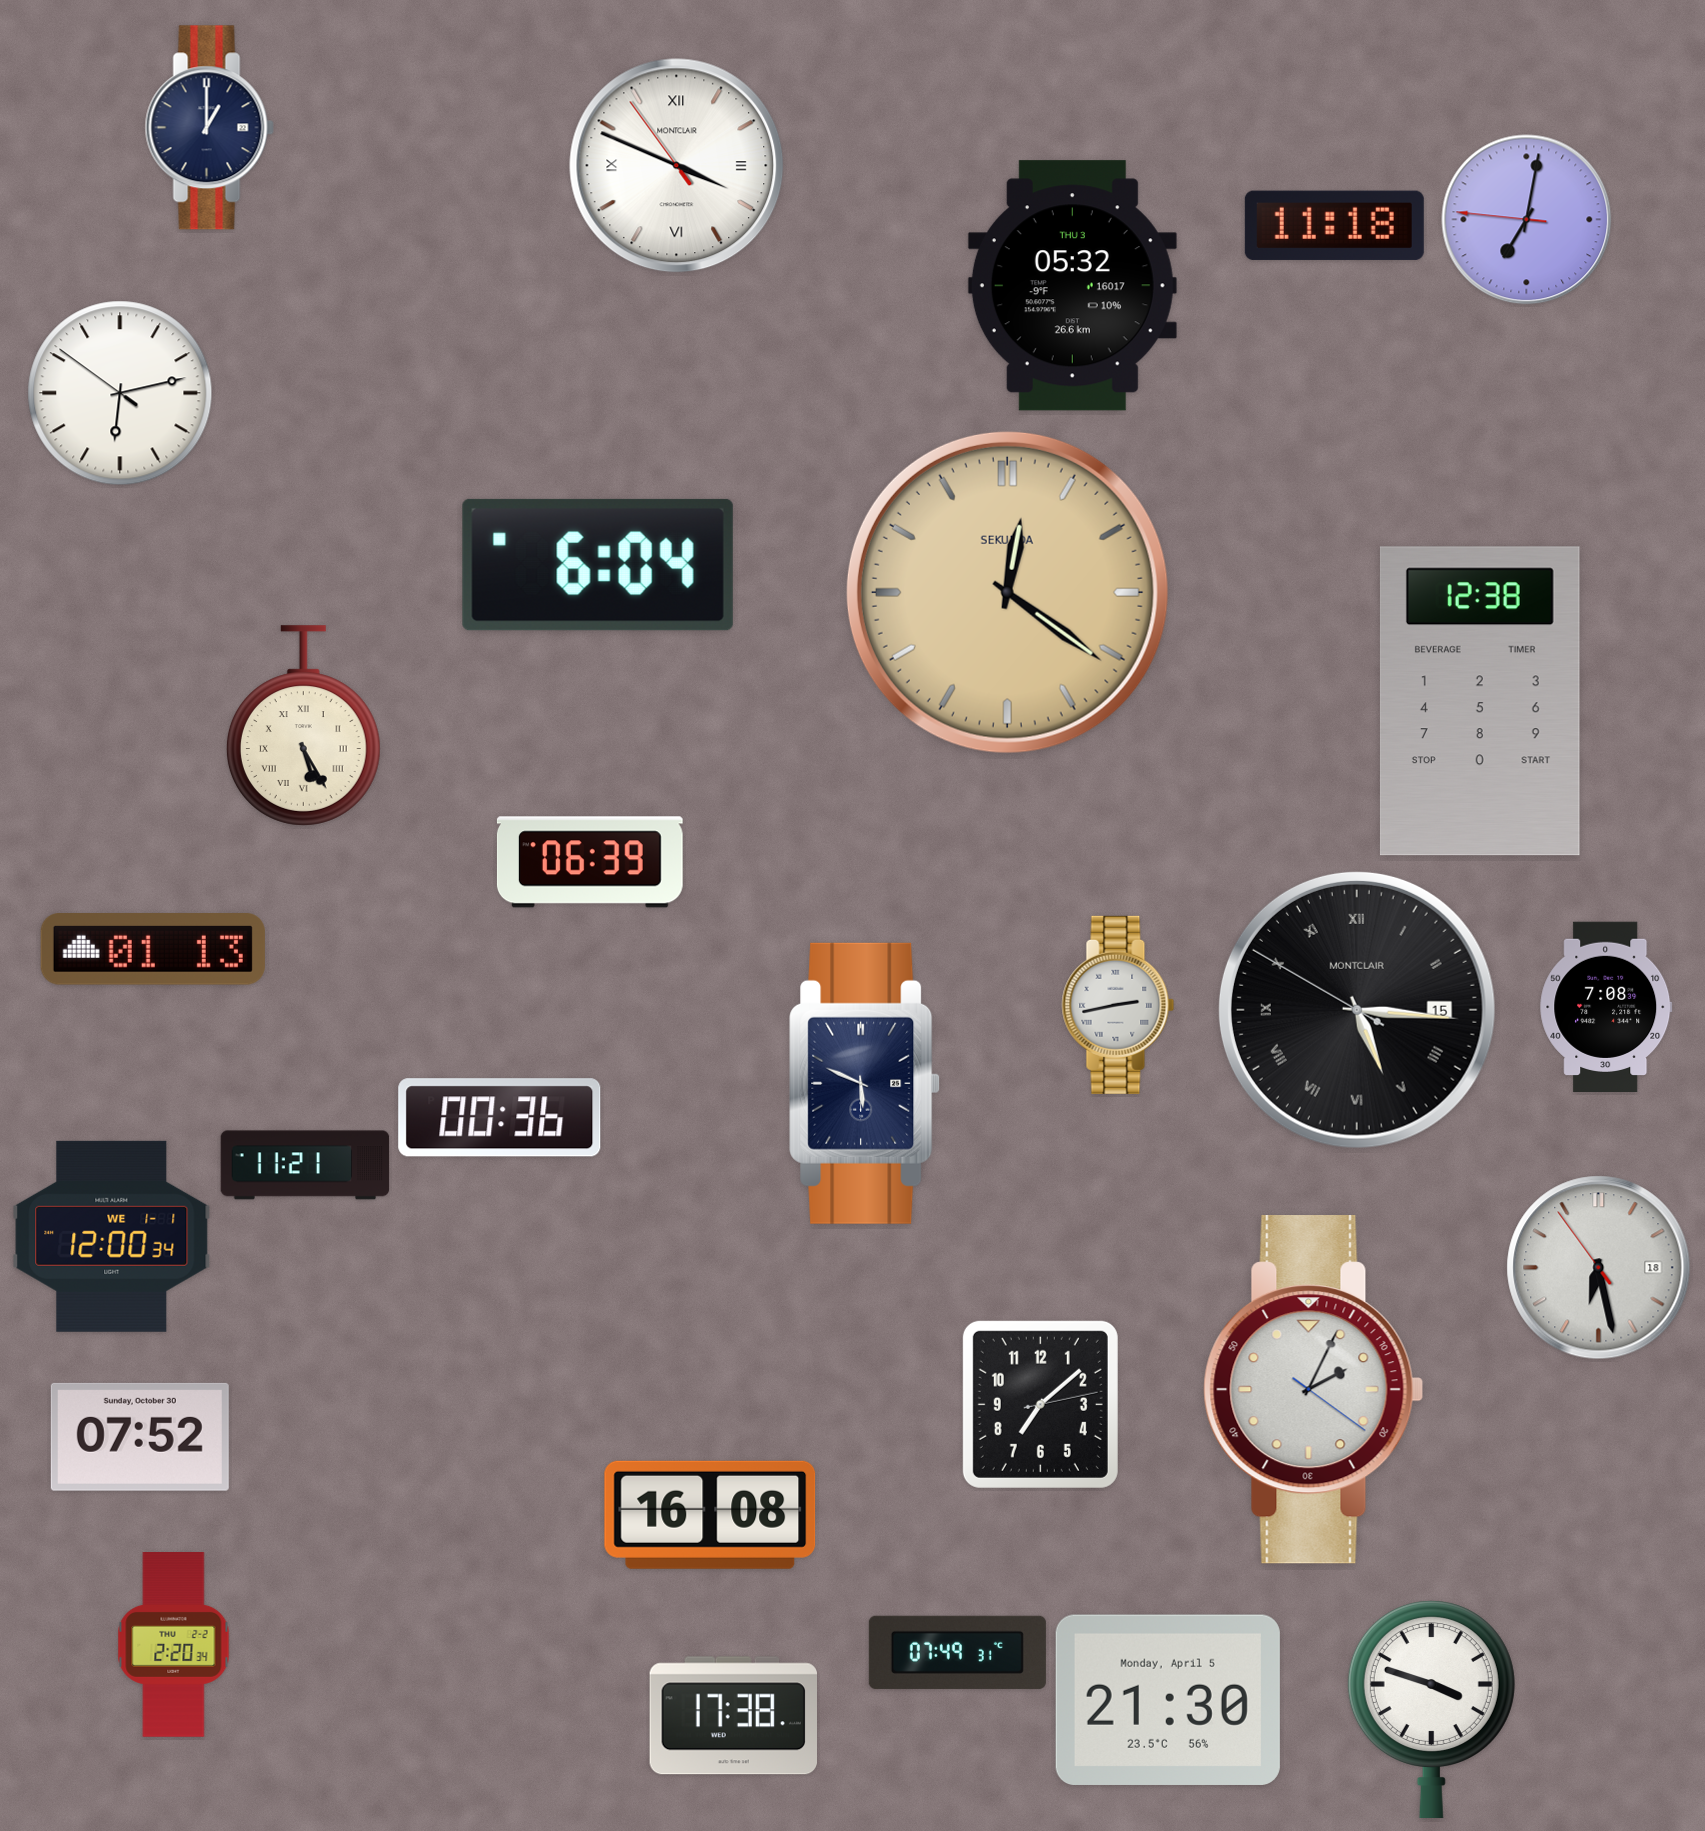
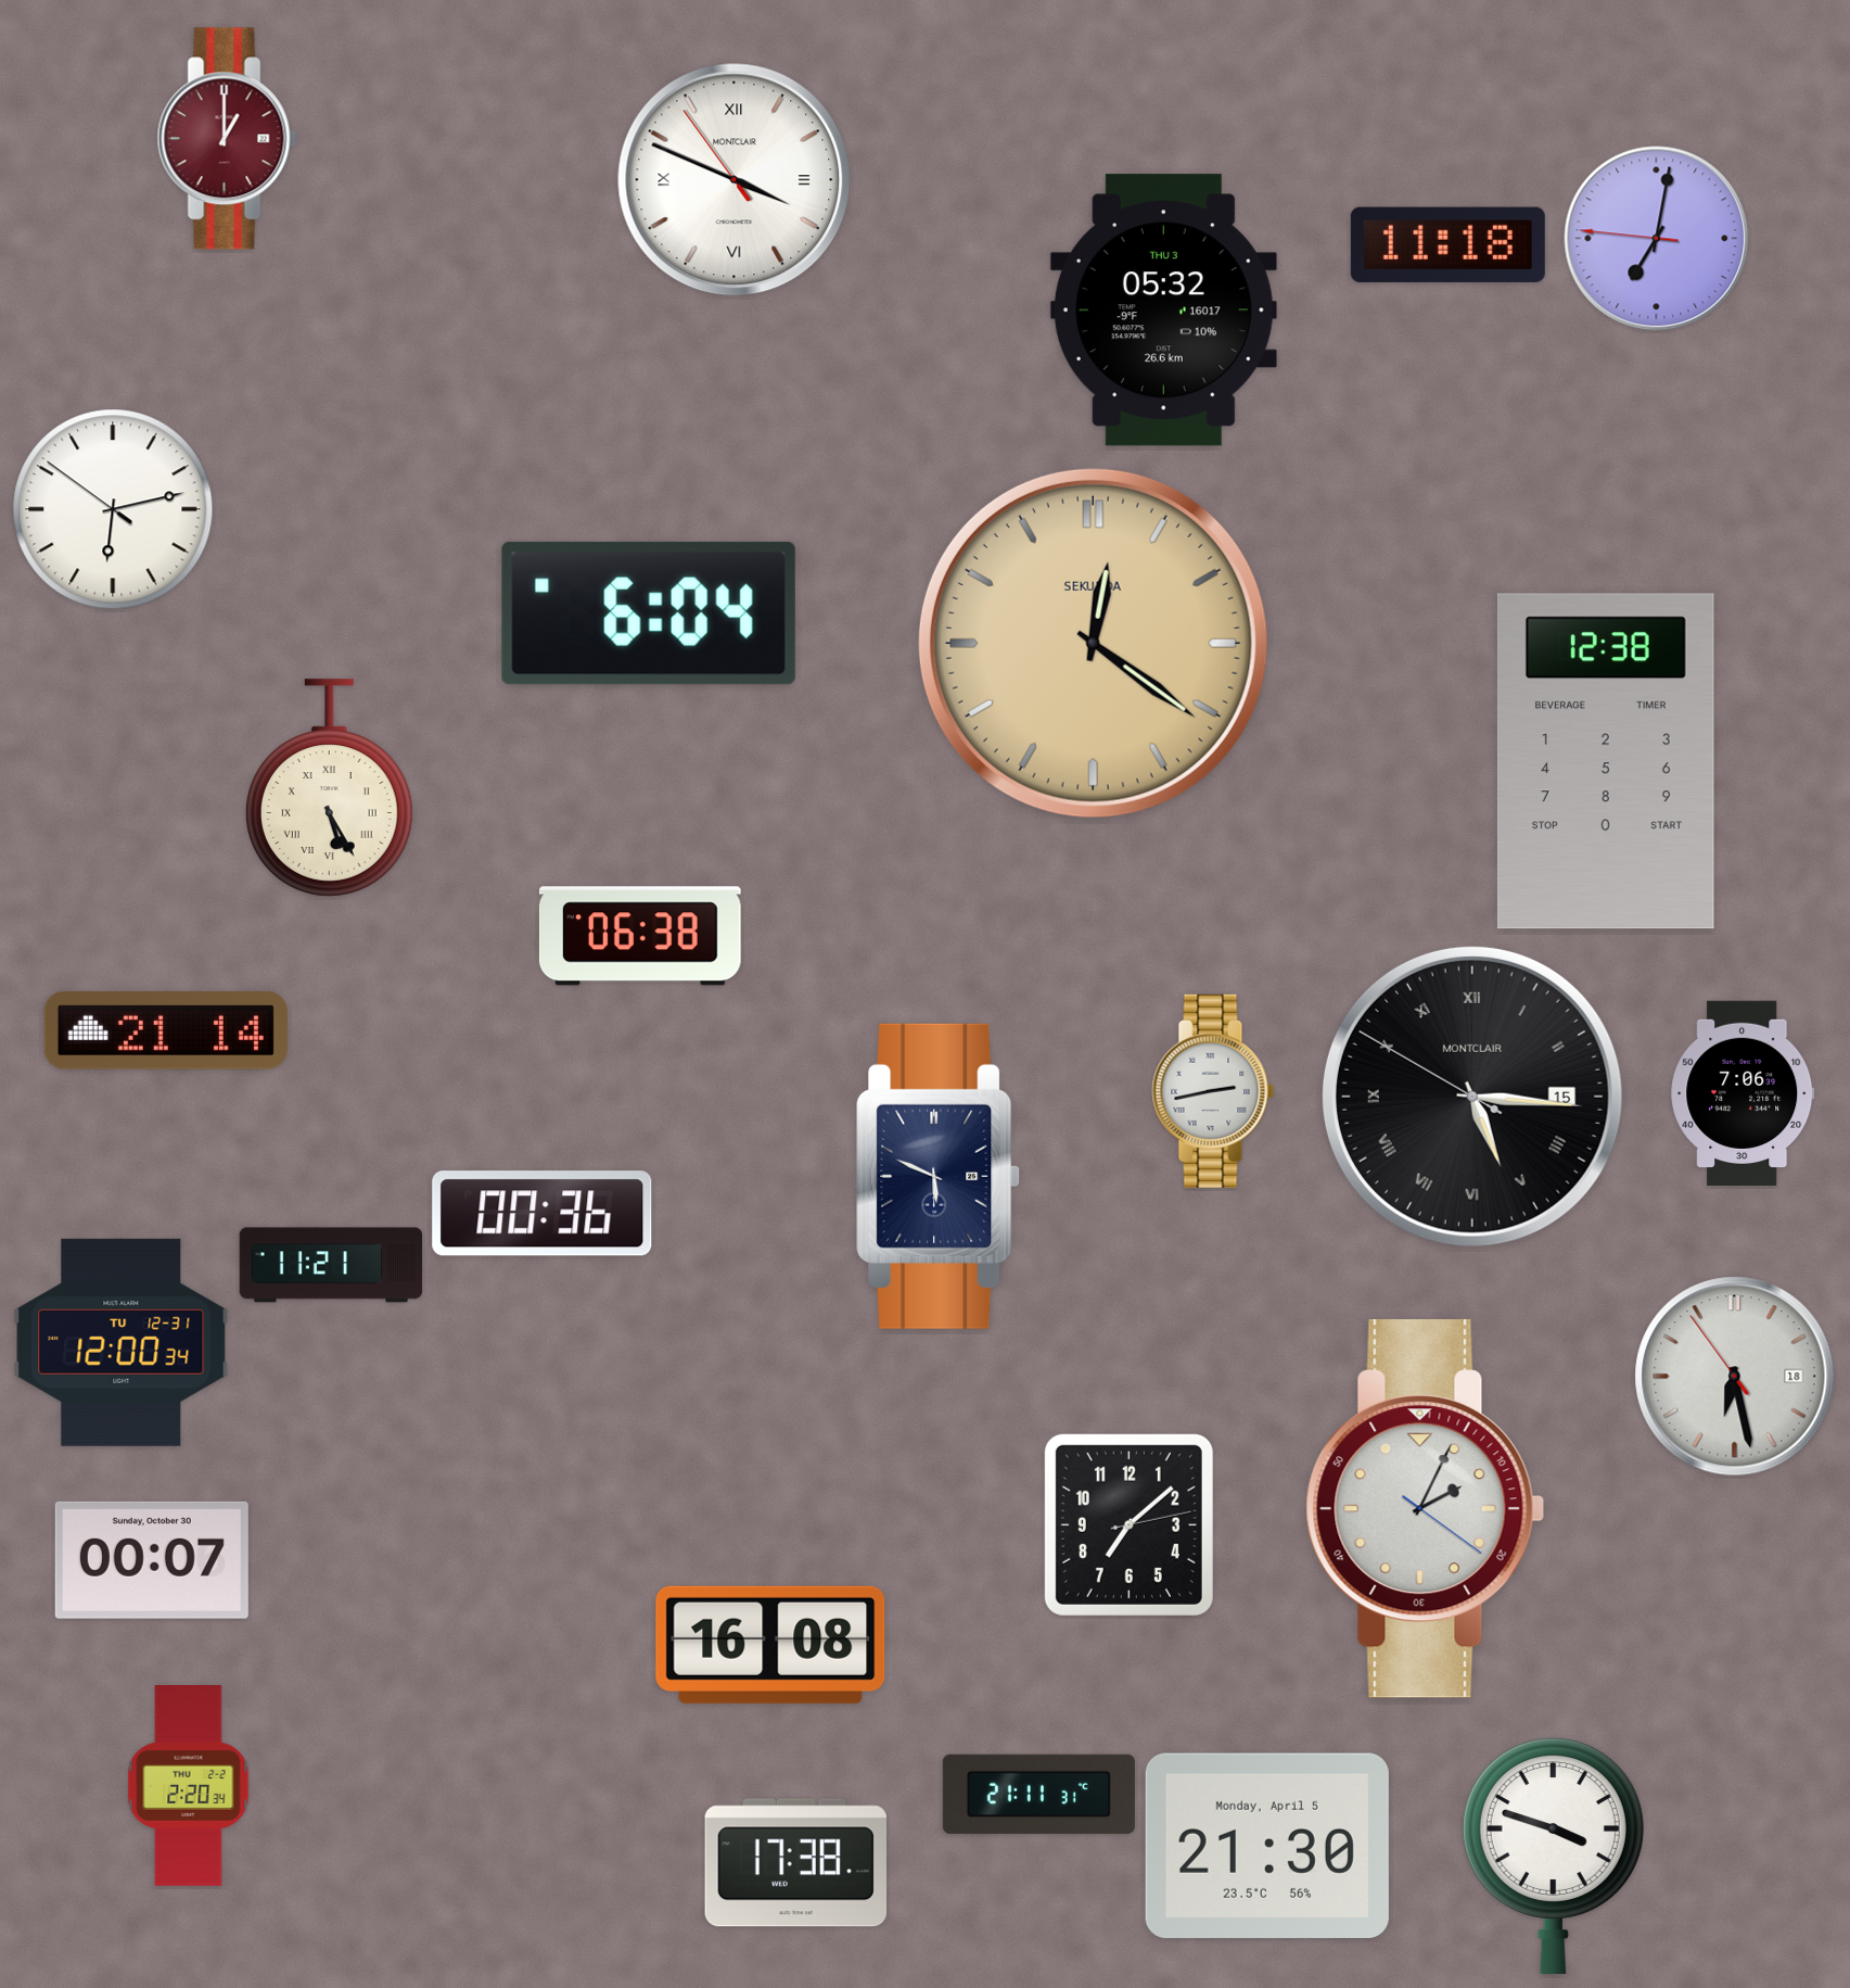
clock at (209, 128) dial: navy -> burgundy
clock at (120, 393) position: (120, 393) -> (113, 509)
clock at (590, 862): 06:39 -> 06:38
clock at (153, 949): 01:13 -> 21:14
clock at (1606, 1006): 7:08 -> 7:06
clock at (112, 1236) date: WE 1-1 -> TU 12-31
clock at (140, 1437): 07:52 -> 00:07
clock at (957, 1652): 07:49 -> 21:11
